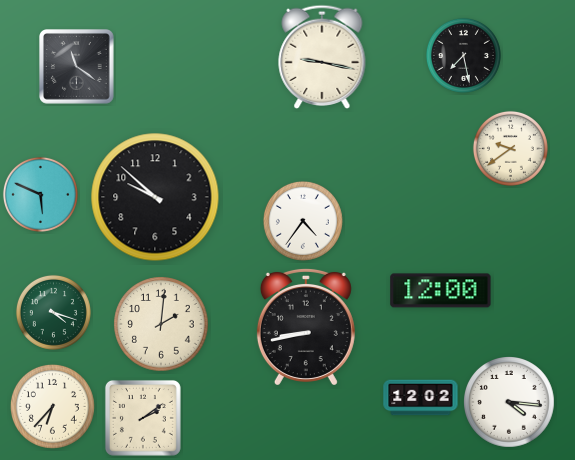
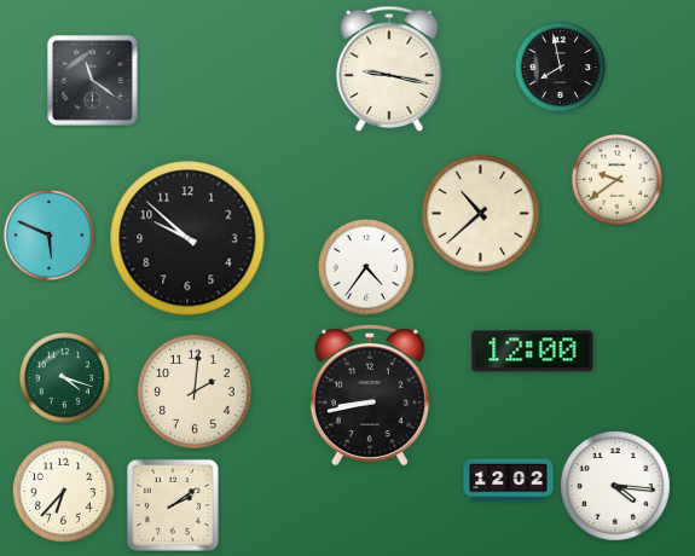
clock at (463, 55): 7:28 -> 7:58
clock at (481, 214): none -> 10:38
